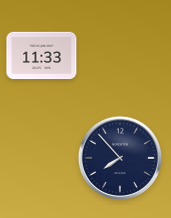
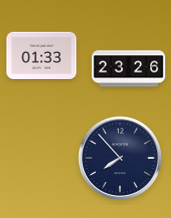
clock at (42, 56): 11:33 -> 01:33
clock at (129, 69): none -> 23:26
